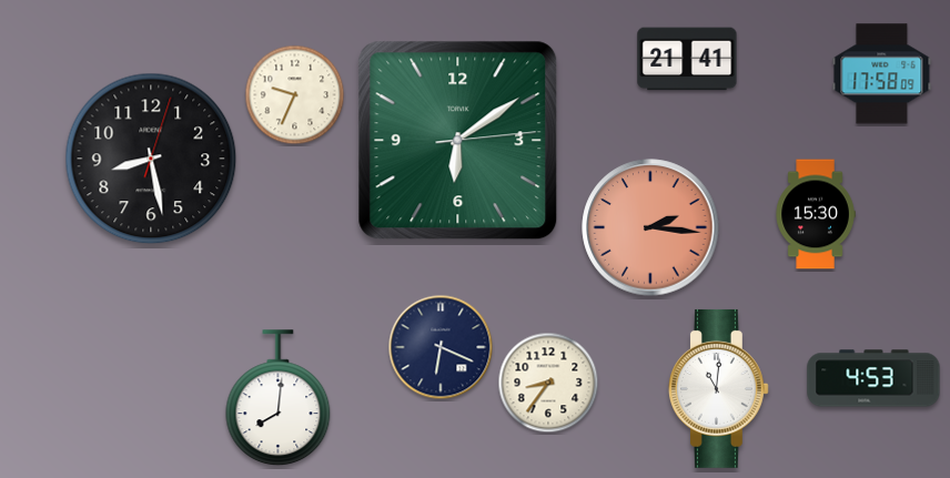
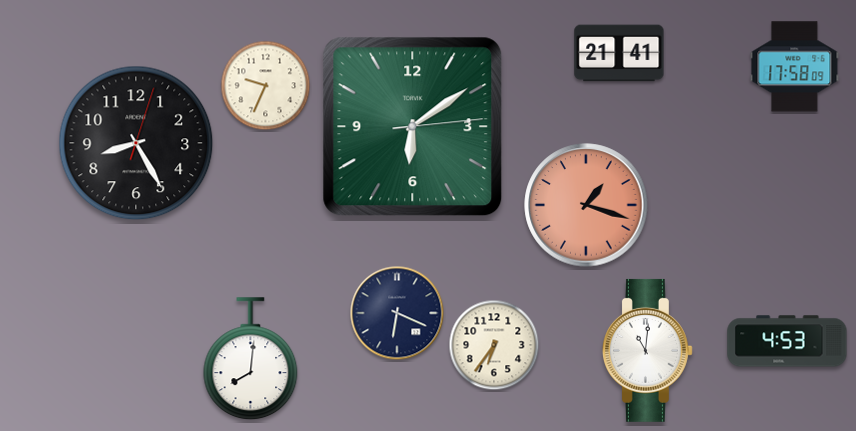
clock at (151, 159): 8:28 -> 8:25
clock at (816, 214): 15:30 -> none
clock at (650, 227): 2:16 -> 1:18
clock at (548, 383): 8:36 -> 6:36
